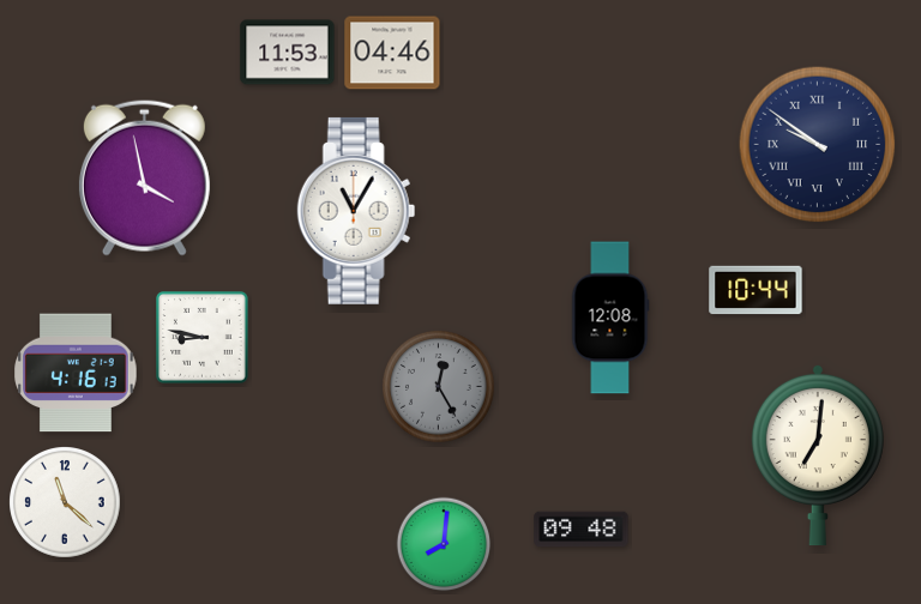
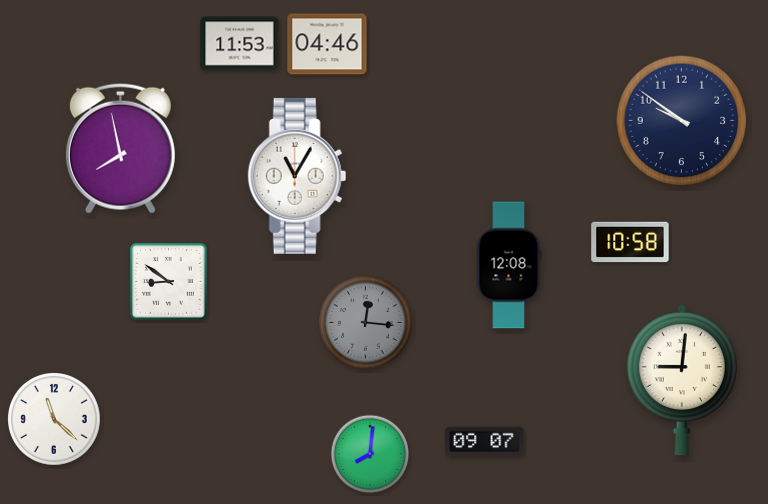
clock at (818, 145) numerals: Roman -> Arabic
clock at (144, 177): 3:58 -> 7:58
clock at (756, 290): 10:44 -> 10:58
clock at (203, 338): 8:47 -> 8:51
clock at (76, 373): 4:16 -> none
clock at (439, 387): 12:25 -> 12:16
clock at (818, 455): 7:01 -> 9:01
clock at (582, 530): 09:48 -> 09:07
